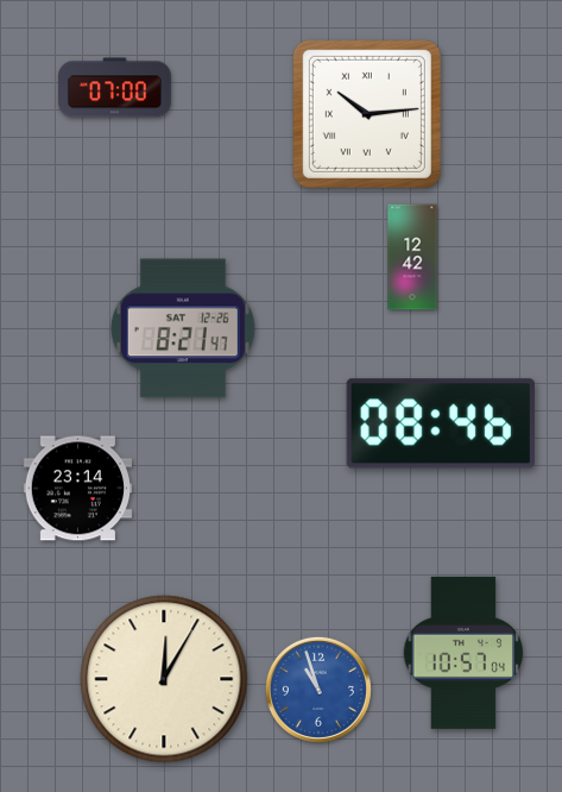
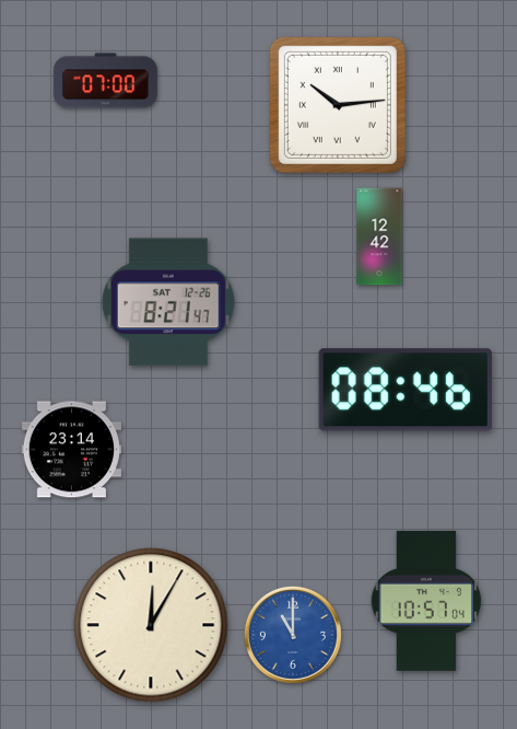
clock at (318, 690): 10:57 -> 11:00
